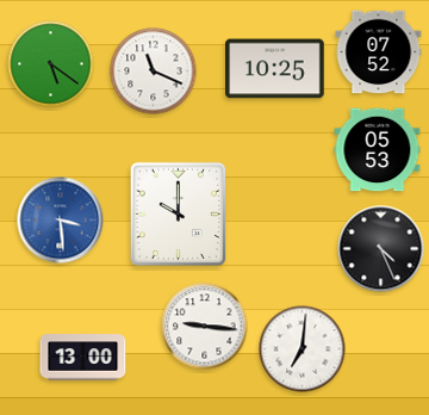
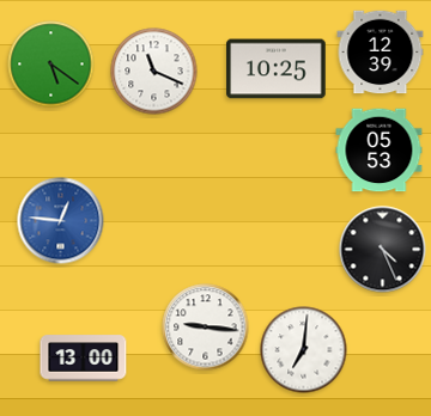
clock at (379, 52): 07:52 -> 12:39
clock at (179, 215): 10:00 -> none
clock at (61, 221): 3:29 -> 12:46
